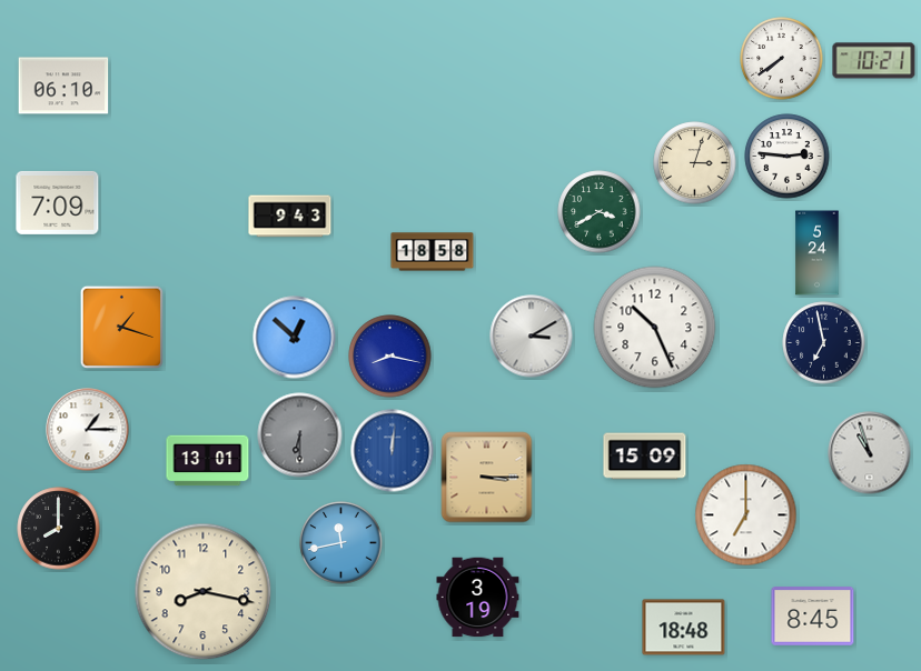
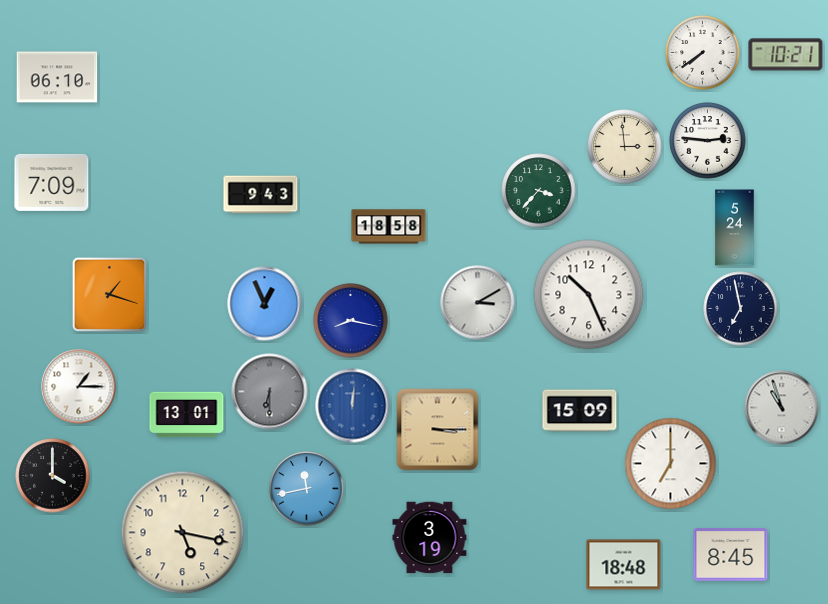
clock at (695, 163): 3:03 -> 2:59
clock at (600, 212): 3:40 -> 3:37
clock at (295, 338): 12:52 -> 12:56
clock at (59, 529): 8:00 -> 4:00
clock at (204, 592): 8:17 -> 5:17
clock at (684, 628) position: (684, 628) -> (624, 565)
